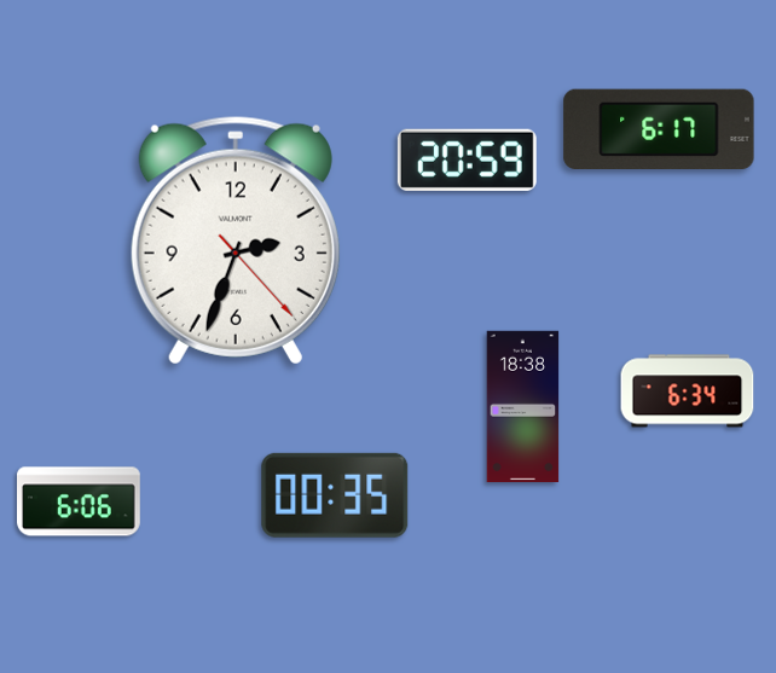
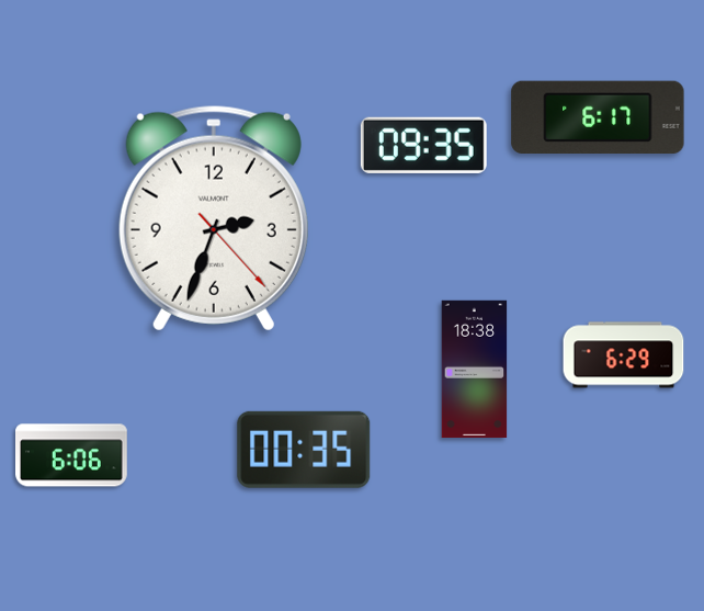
clock at (467, 159): 20:59 -> 09:35
clock at (688, 391): 6:34 -> 6:29
